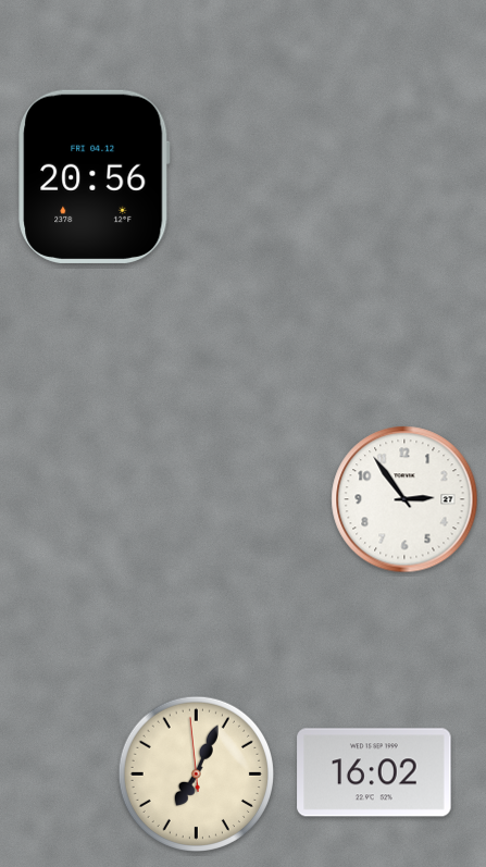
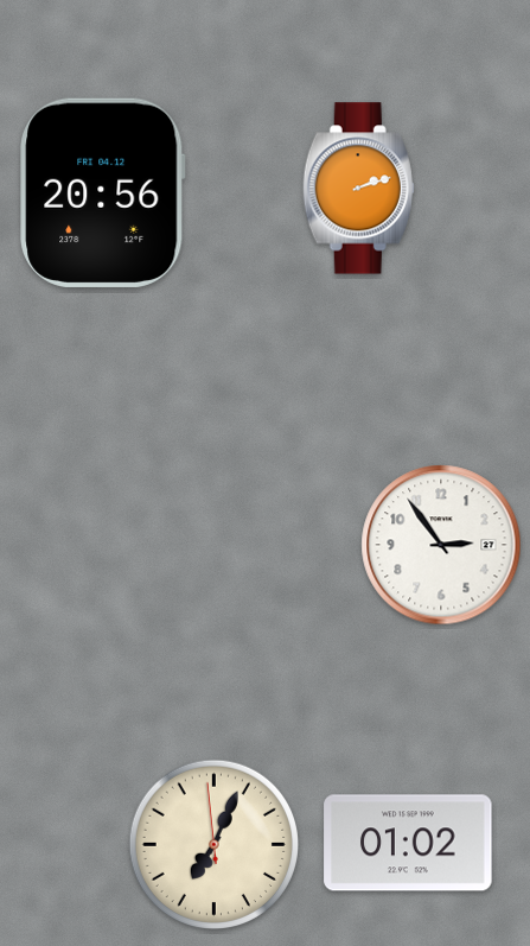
clock at (358, 189): none -> 2:12
clock at (374, 772): 16:02 -> 01:02
